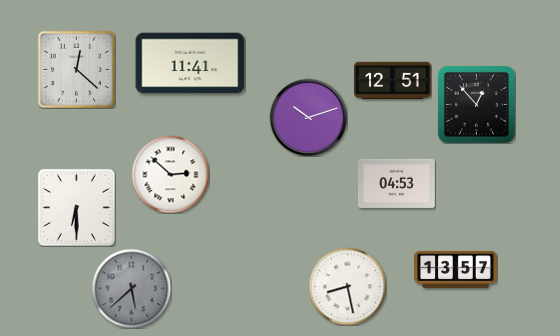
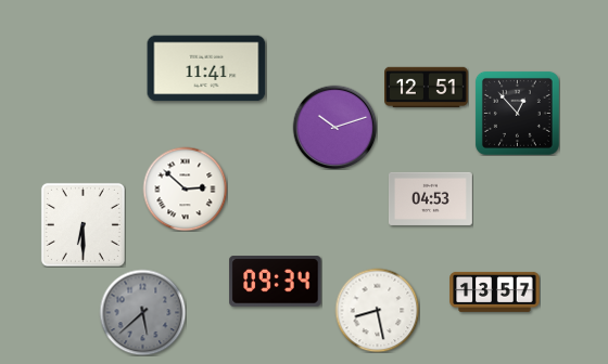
clock at (76, 69): 12:22 -> none
clock at (276, 282): none -> 09:34
